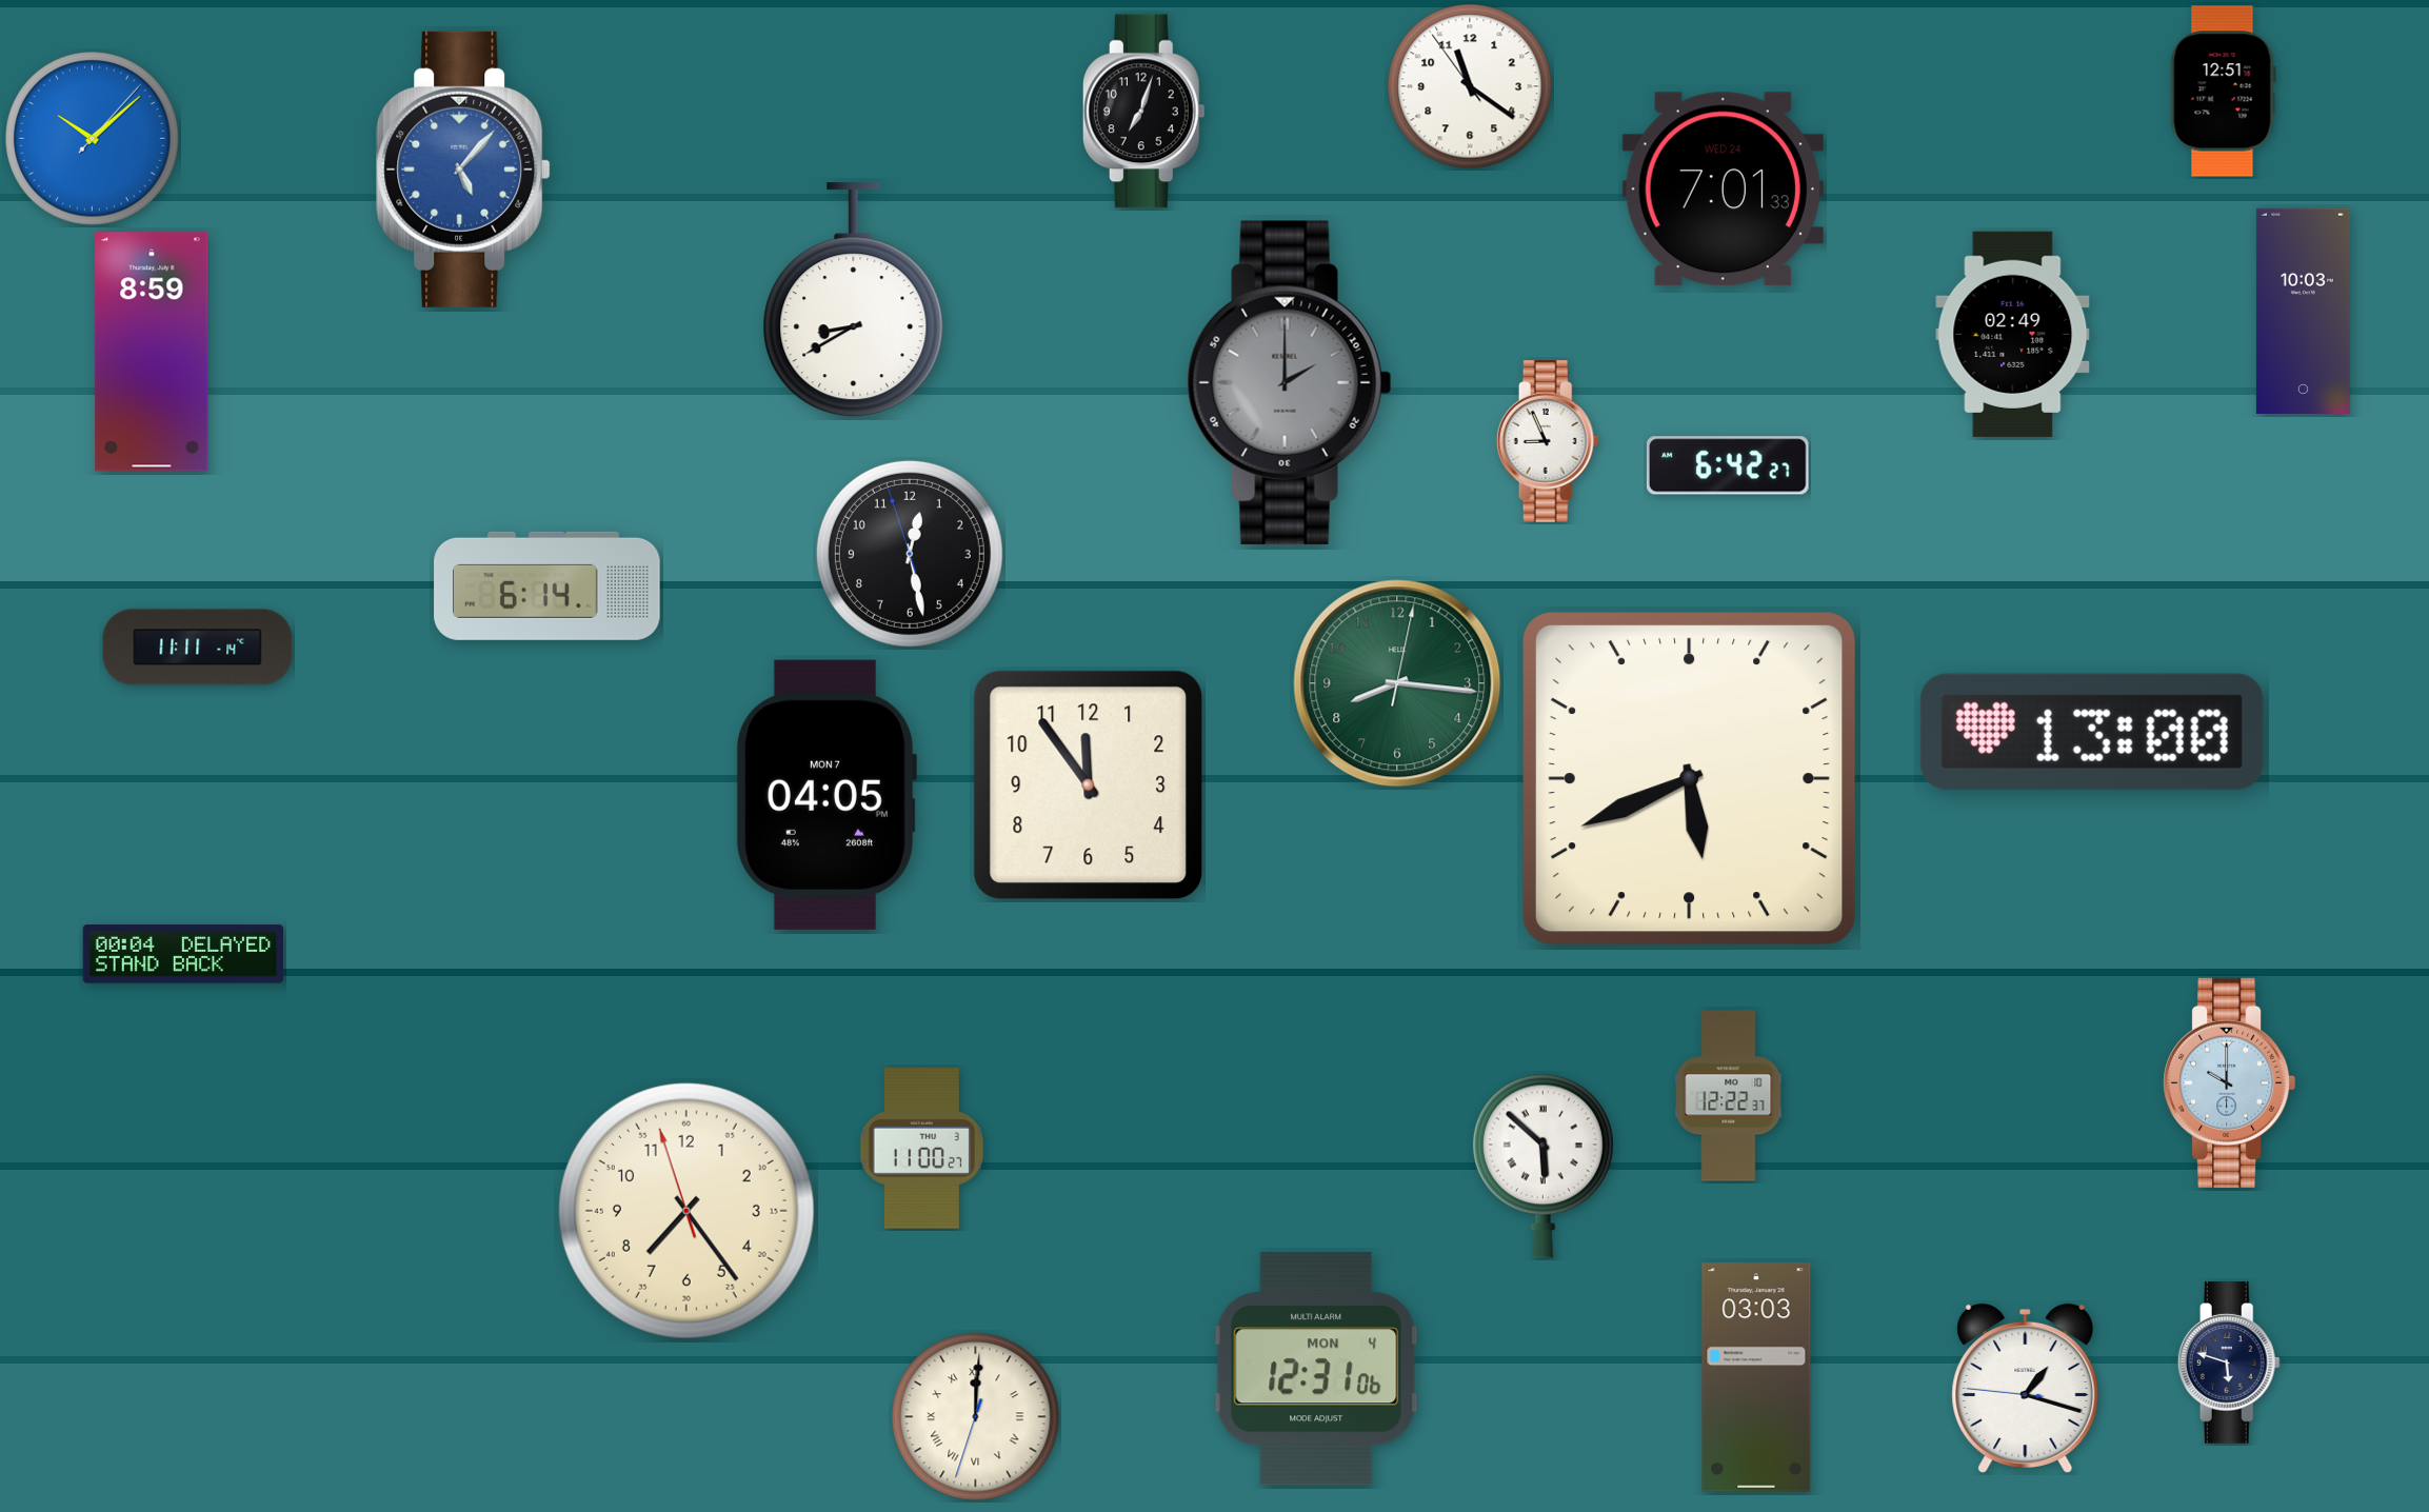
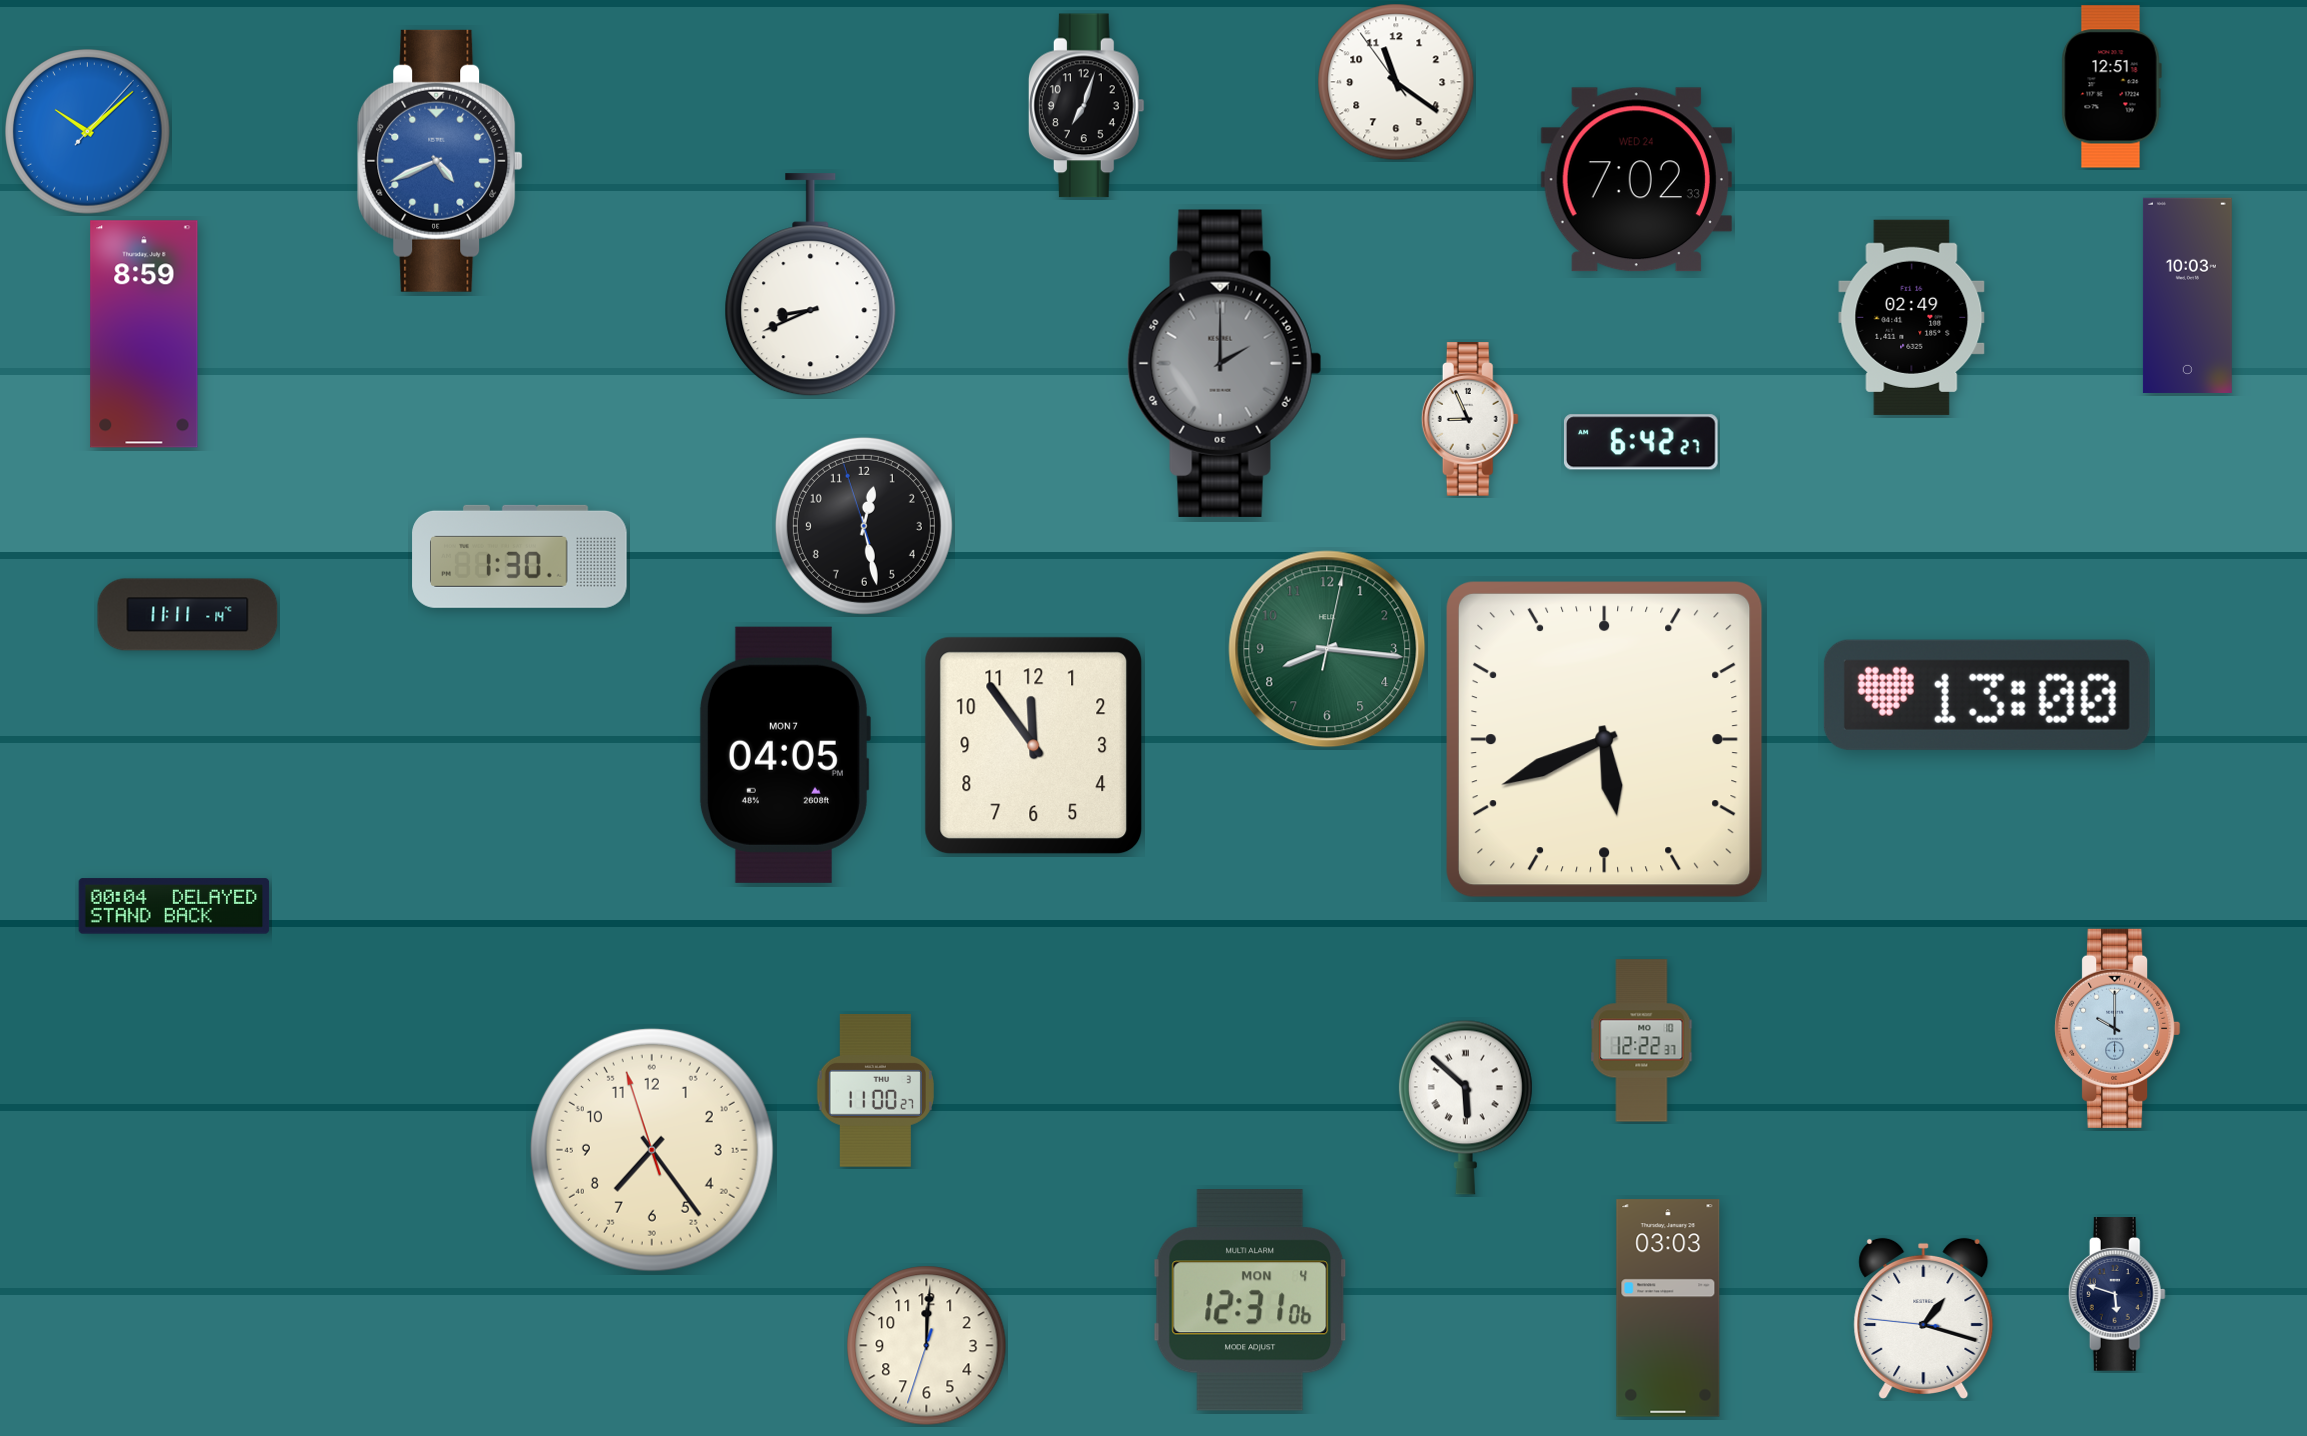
clock at (463, 170): 5:07 -> 4:41
clock at (1723, 190): 7:01 -> 7:02
clock at (854, 300): 8:40 -> 8:41
clock at (547, 585): 6:14 -> 1:30
clock at (976, 1417) numerals: Roman -> Arabic
